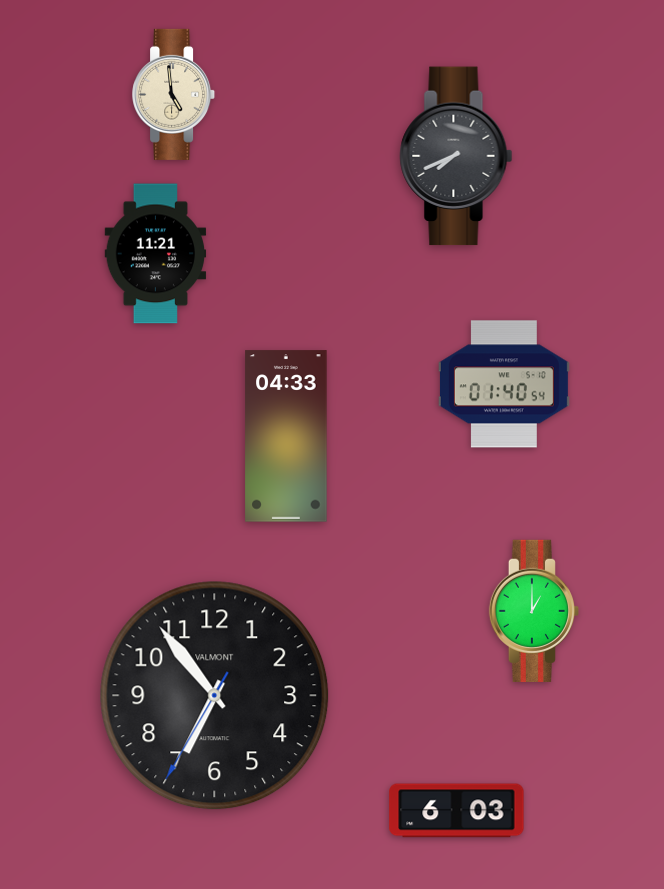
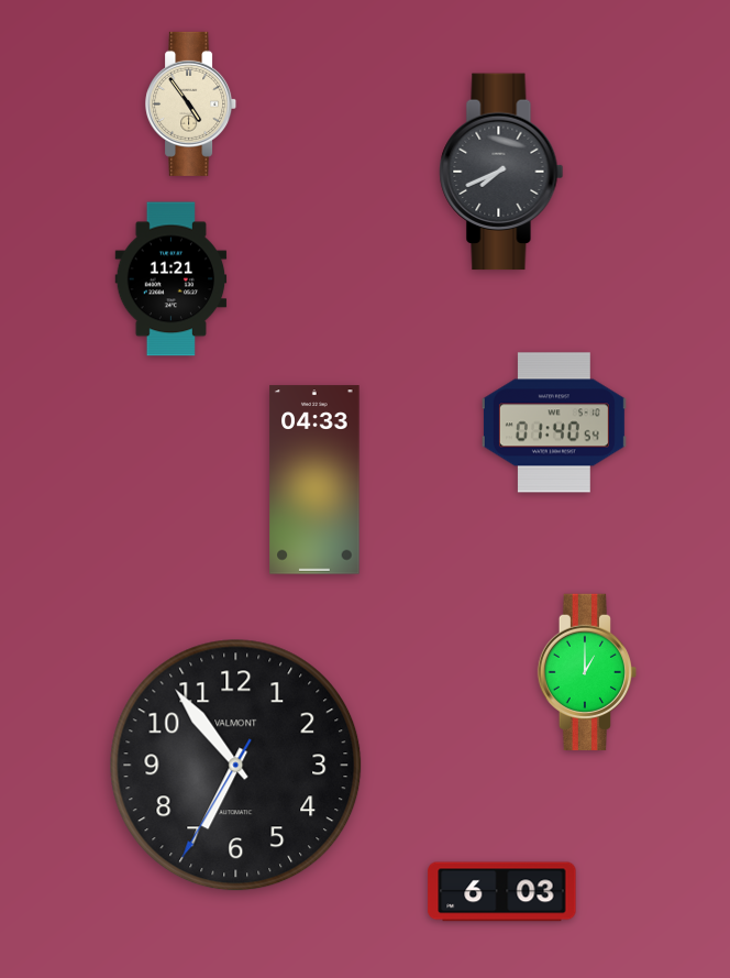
clock at (174, 94): 4:59 -> 4:54
